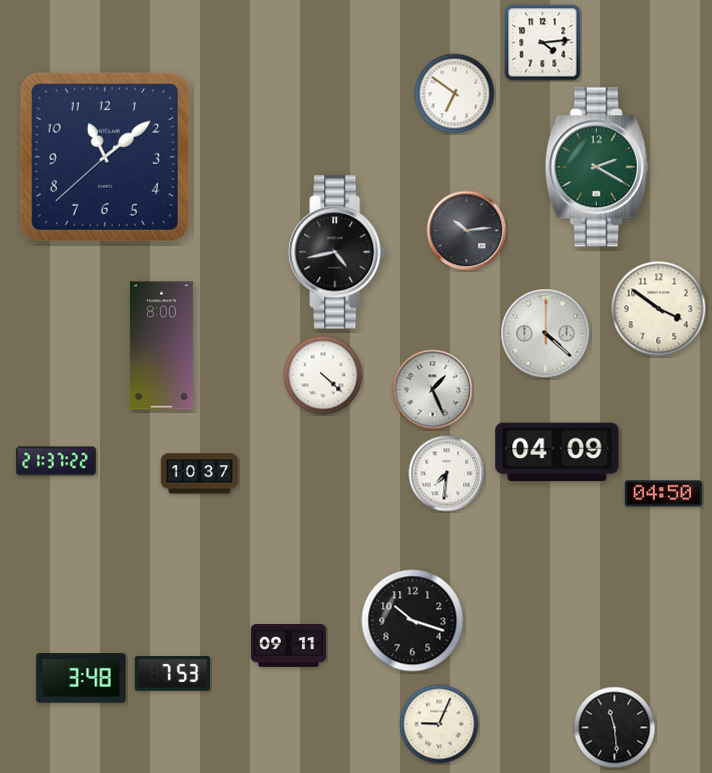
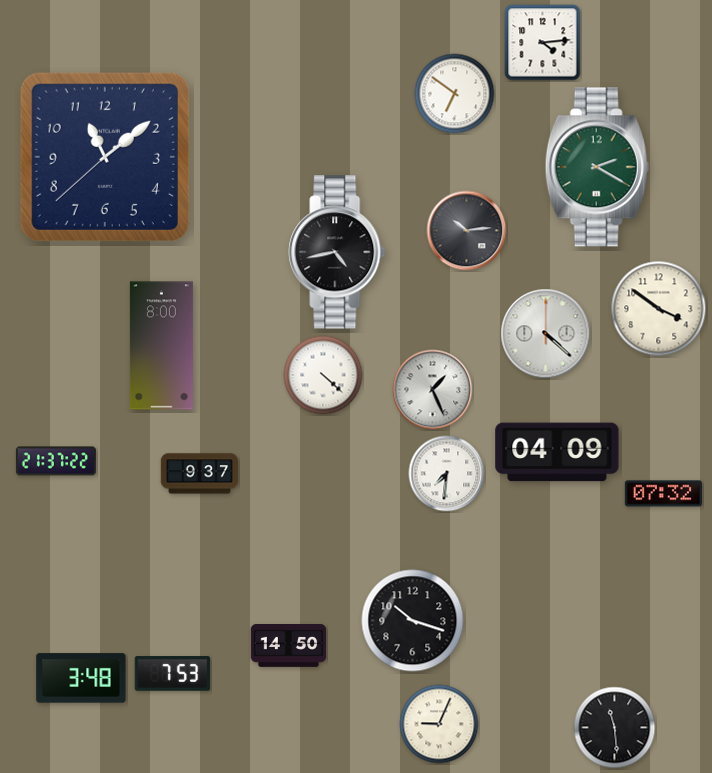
clock at (199, 474): 10:37 -> 9:37
clock at (663, 494): 04:50 -> 07:32
clock at (289, 646): 09:11 -> 14:50
